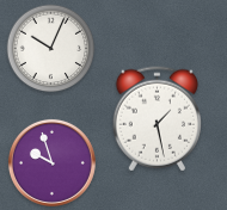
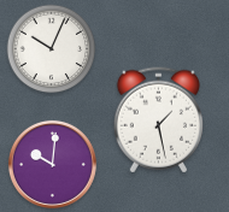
clock at (51, 162): 9:57 -> 10:01
